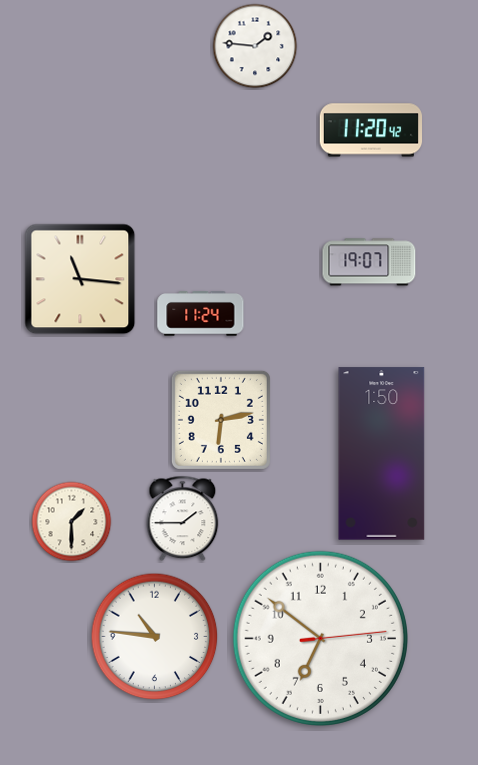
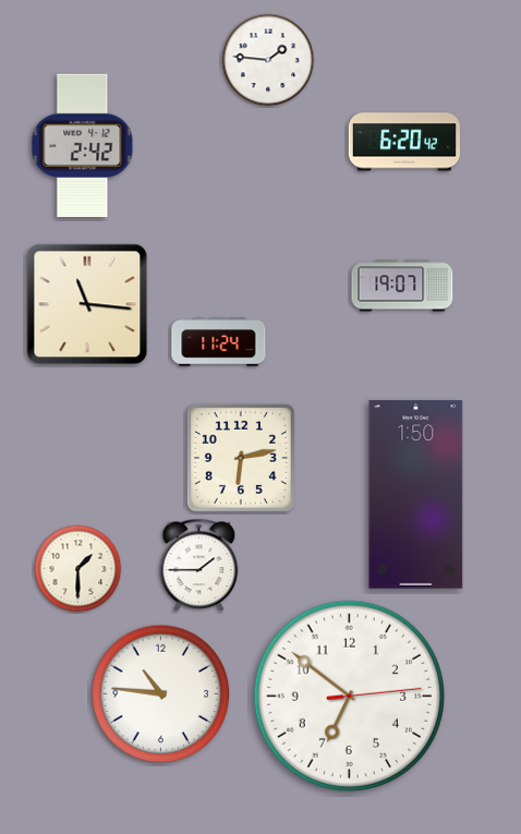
clock at (255, 46) position: (255, 46) -> (268, 60)
clock at (371, 130): 11:20 -> 6:20
clock at (83, 146): none -> 2:42
clock at (155, 637) position: (155, 637) -> (161, 694)
